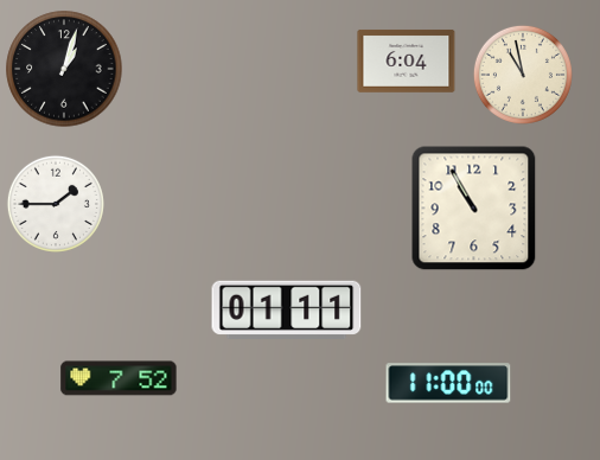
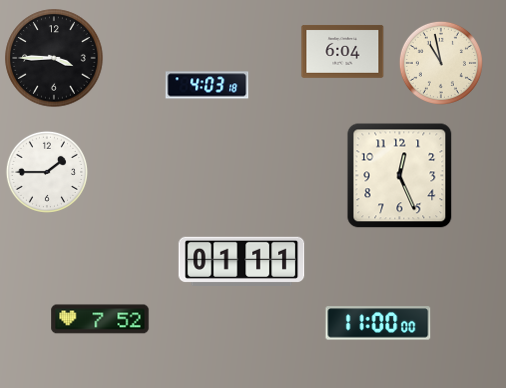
clock at (64, 69): 1:03 -> 3:45
clock at (207, 85): none -> 4:03
clock at (474, 209): 10:55 -> 12:26
